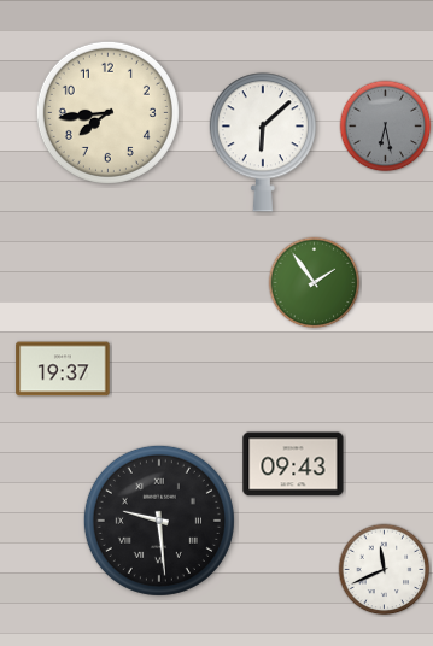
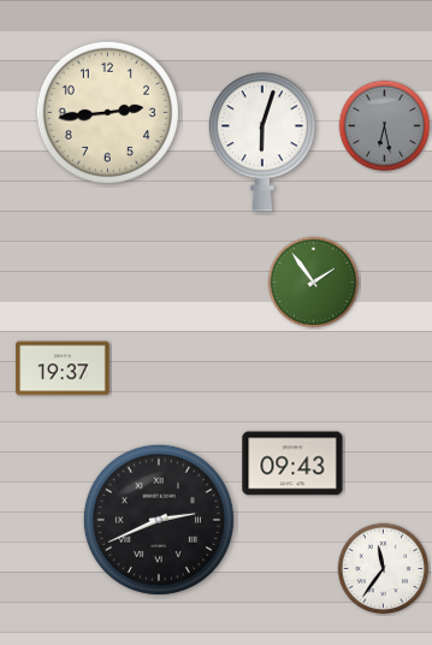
clock at (107, 112): 7:44 -> 2:44
clock at (263, 142): 6:08 -> 6:03
clock at (159, 521): 9:29 -> 2:41
clock at (385, 570): 11:41 -> 11:36
